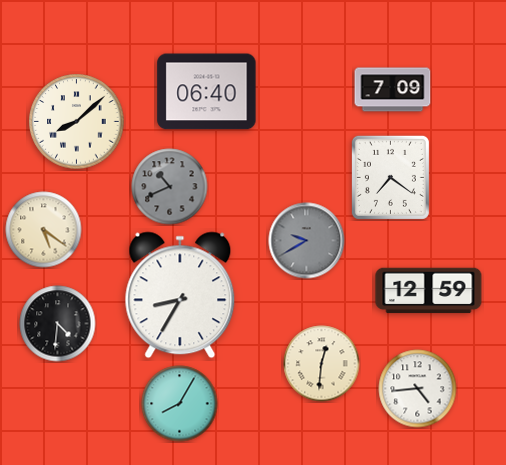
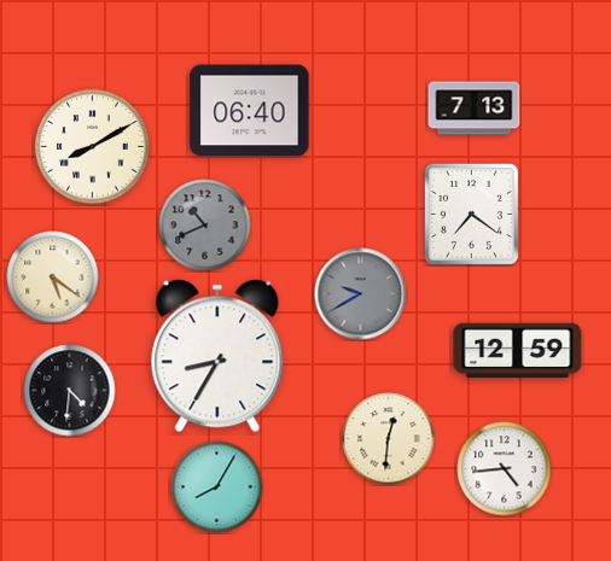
clock at (393, 90): 7:09 -> 7:13
clock at (77, 122): 8:08 -> 8:10
clock at (307, 241) position: (307, 241) -> (361, 294)
